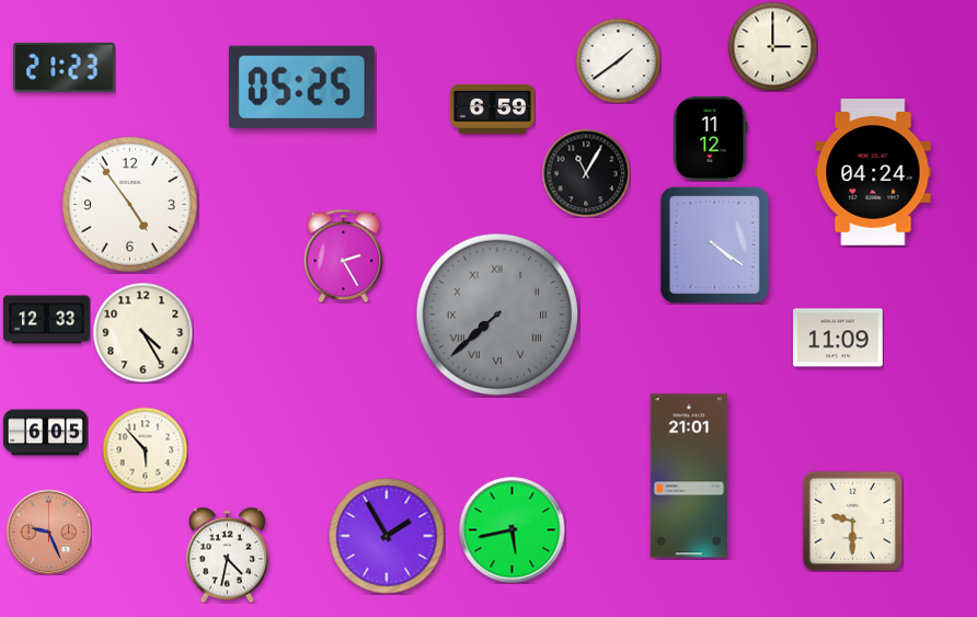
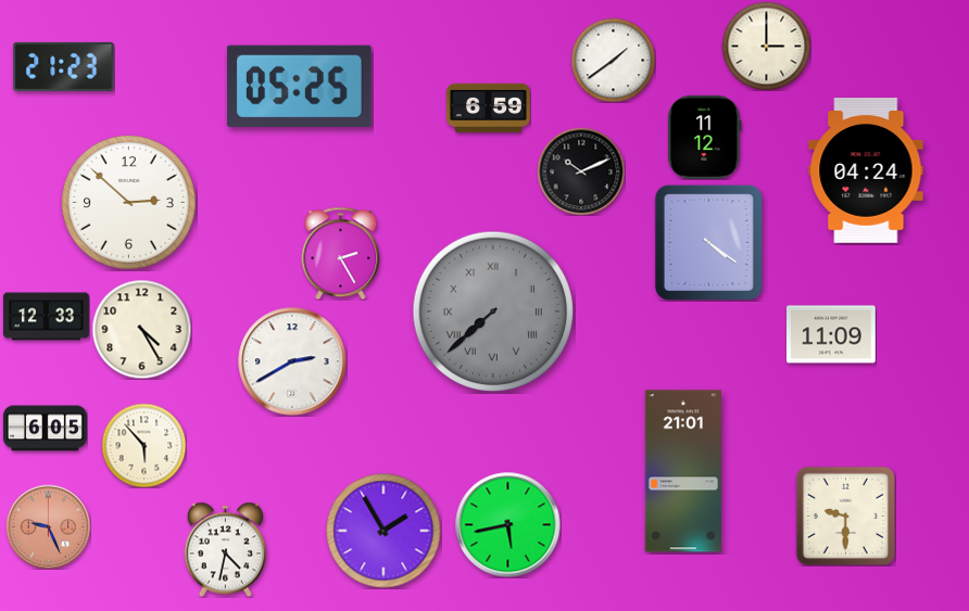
clock at (586, 173): 11:05 -> 10:11
clock at (129, 204): 4:54 -> 2:52
clock at (292, 361): none -> 2:40
